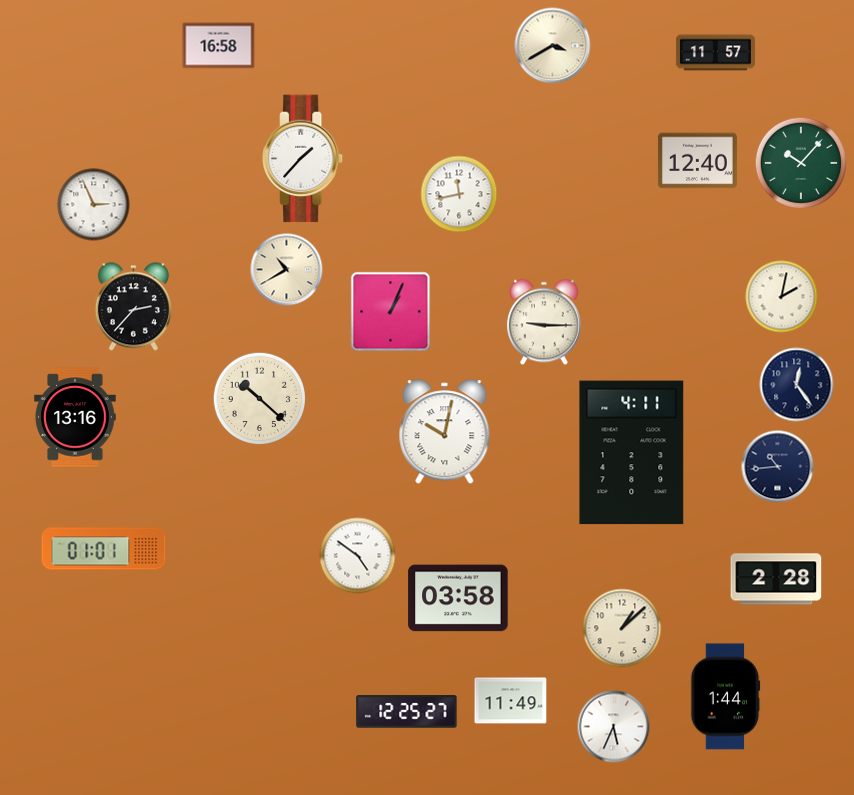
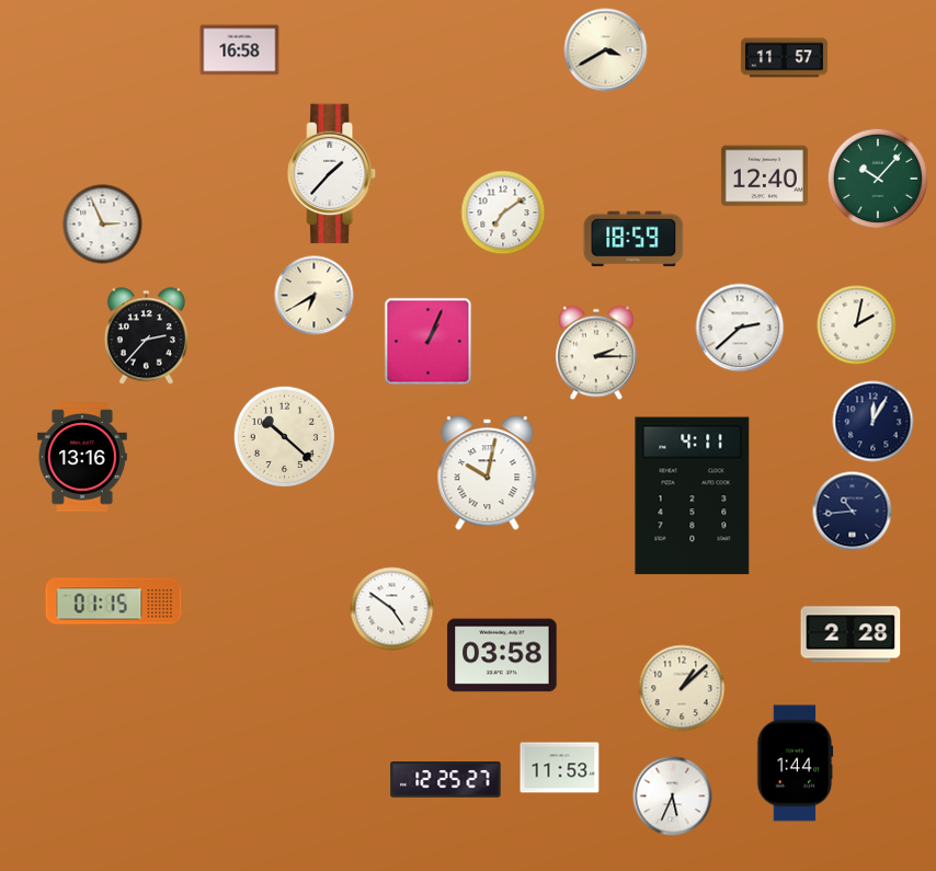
clock at (459, 194): 11:43 -> 7:09
clock at (633, 239): none -> 18:59
clock at (287, 270): 10:40 -> 6:40
clock at (740, 328): none -> 2:38
clock at (544, 322): 9:15 -> 2:15
clock at (797, 385): 12:24 -> 12:05
clock at (104, 549): 01:01 -> 01:15
clock at (511, 701): 11:49 -> 11:53
